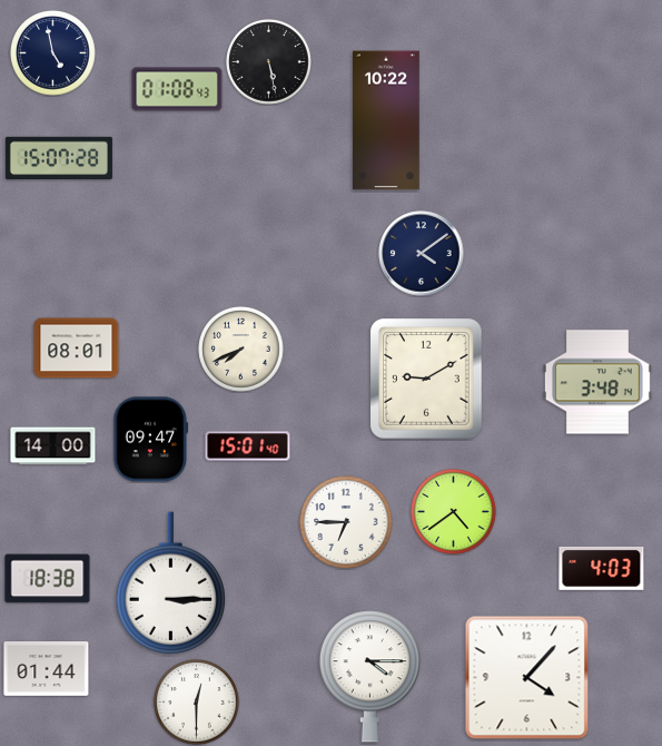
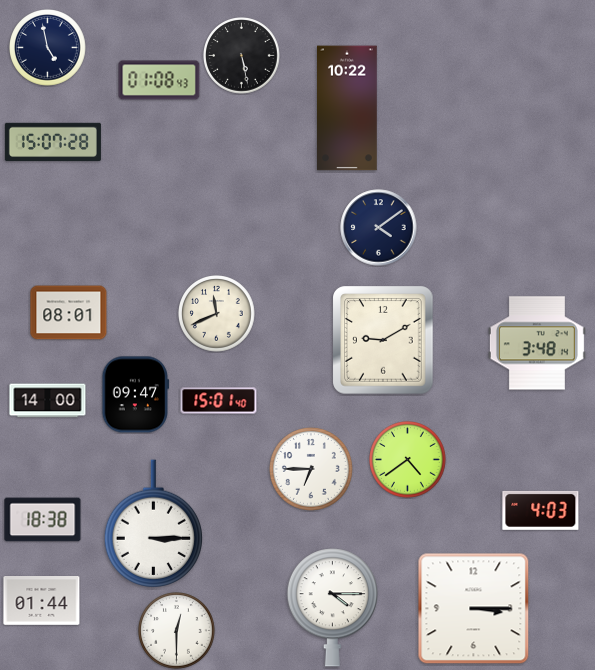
clock at (241, 350): 7:41 -> 11:41
clock at (248, 446) position: (248, 446) -> (219, 401)
clock at (527, 678): 4:07 -> 3:15
